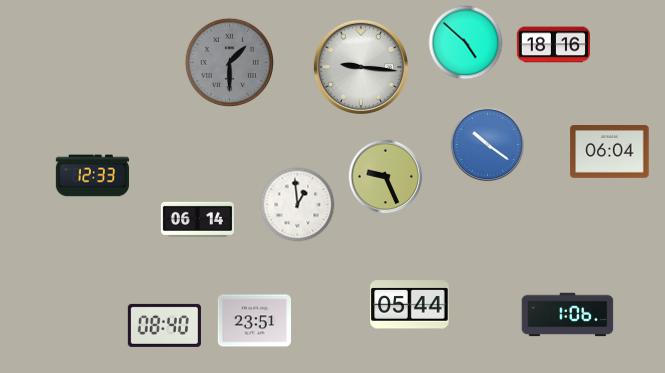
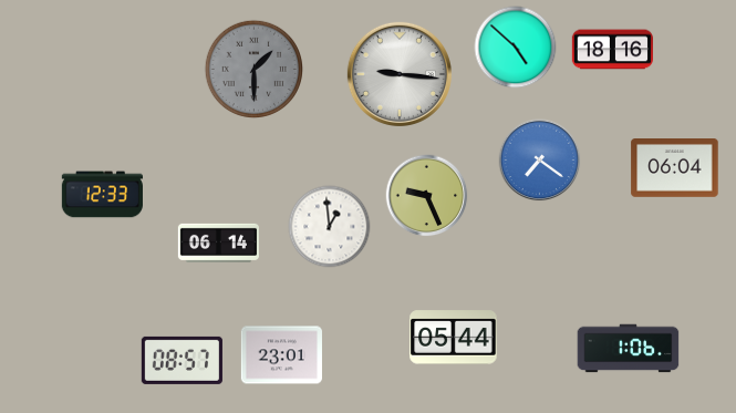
clock at (488, 145): 10:21 -> 7:21
clock at (254, 321): 23:51 -> 23:01
clock at (164, 325): 08:40 -> 08:57
